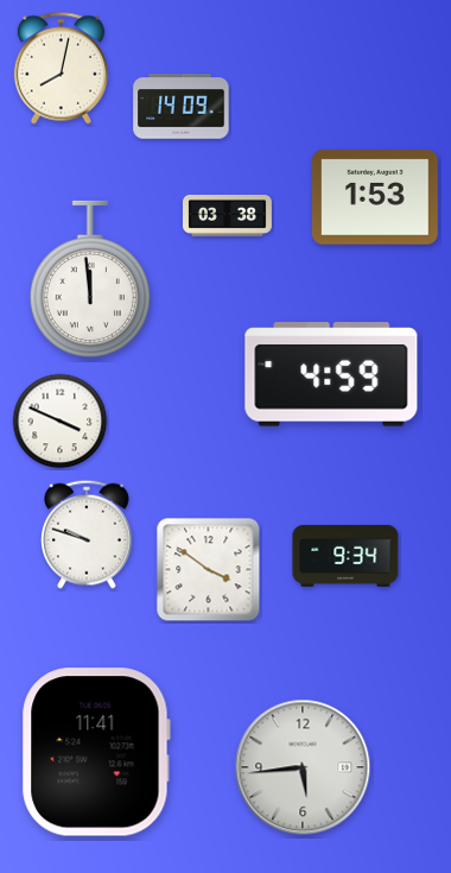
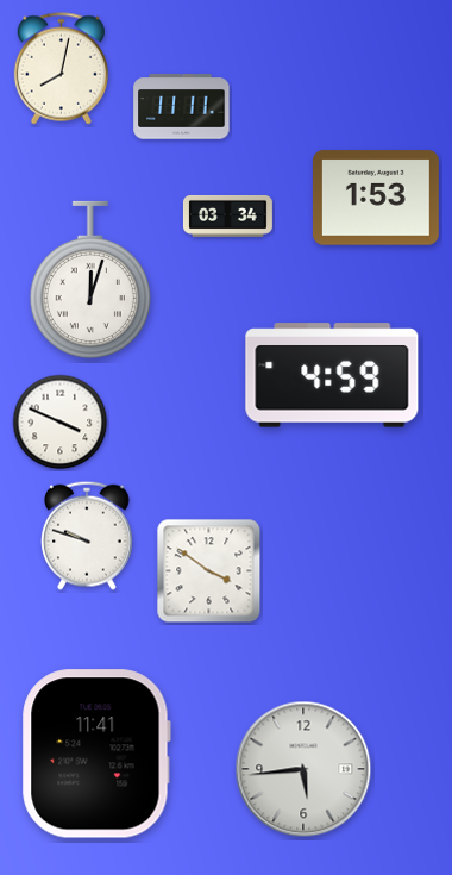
clock at (182, 107): 14:09 -> 11:11
clock at (227, 215): 03:38 -> 03:34
clock at (90, 279): 11:59 -> 12:03
clock at (345, 556): 9:34 -> none
